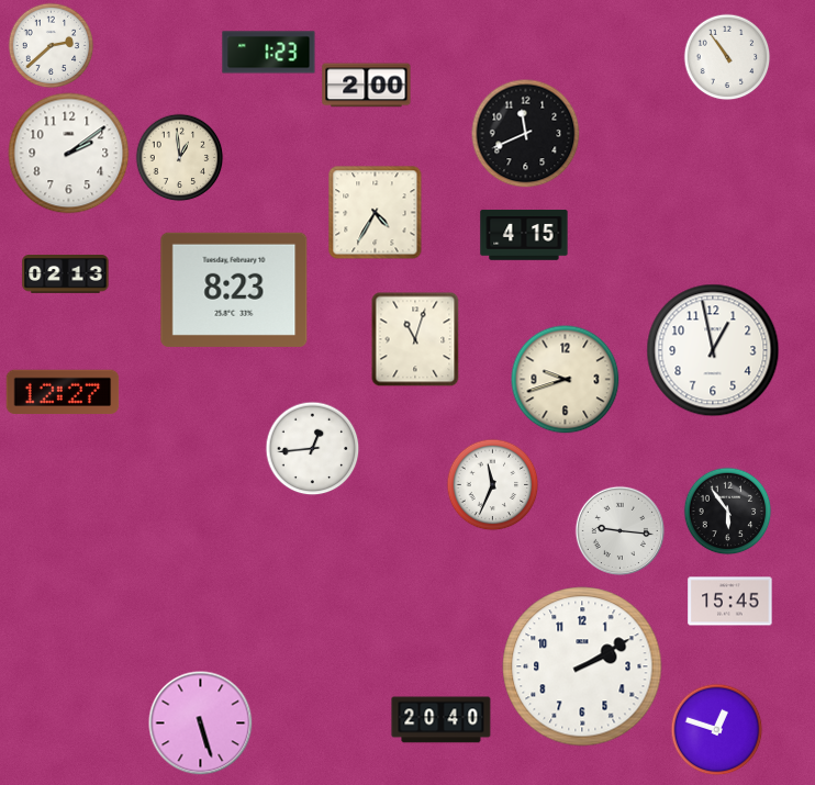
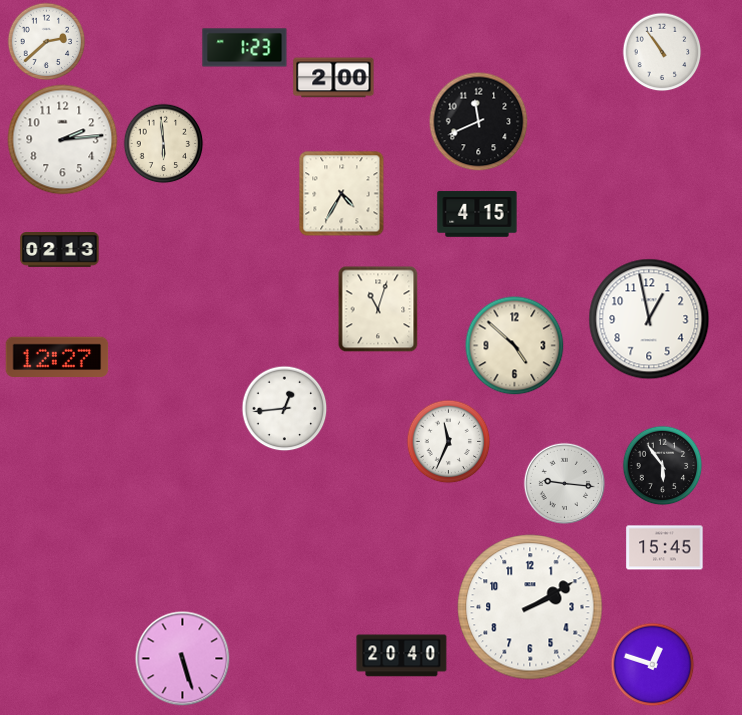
clock at (69, 154): 2:09 -> 2:14
clock at (179, 157): 12:59 -> 5:59
clock at (234, 290): 8:23 -> none
clock at (566, 380): 9:42 -> 4:52
